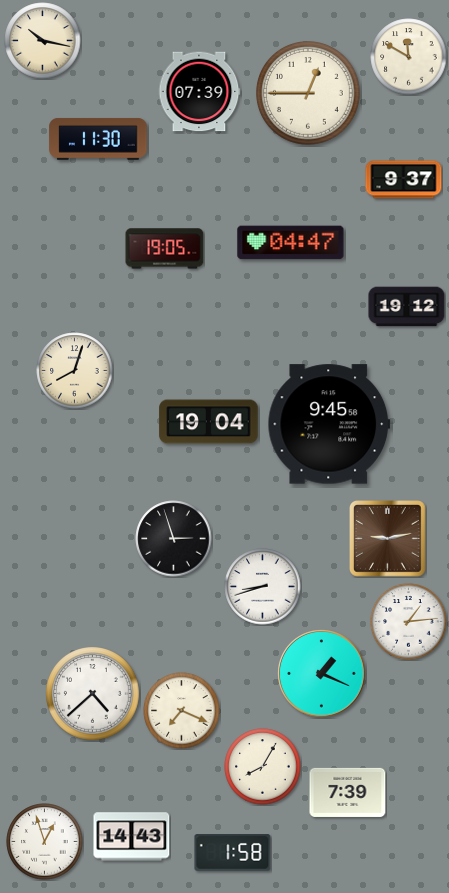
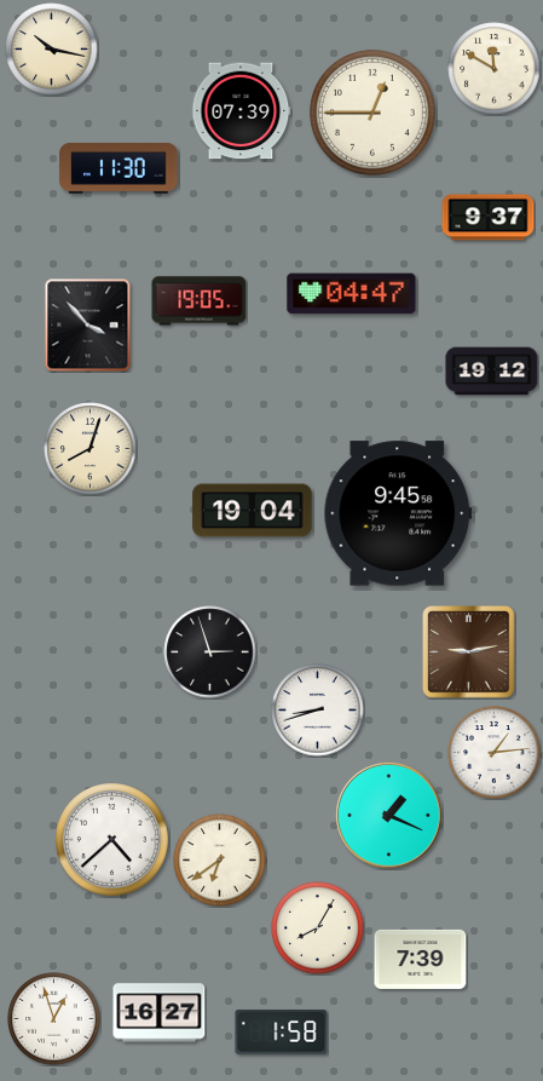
clock at (88, 326): none -> 3:53
clock at (182, 711): 7:19 -> 6:39
clock at (132, 837): 14:43 -> 16:27
